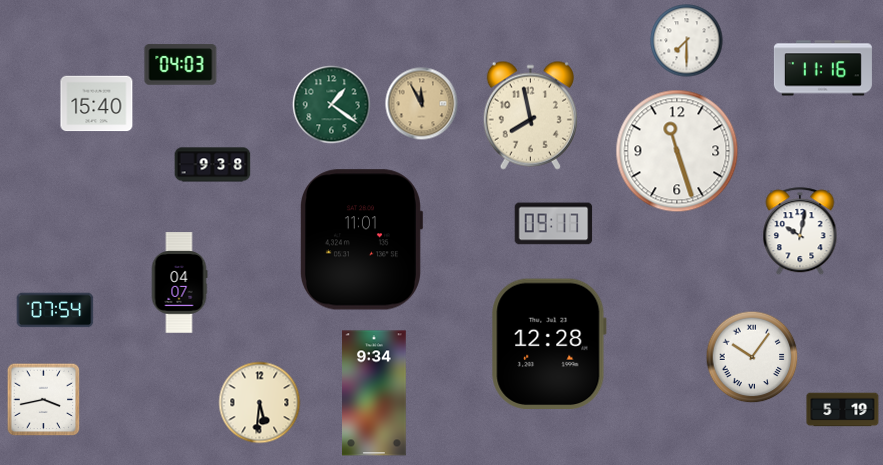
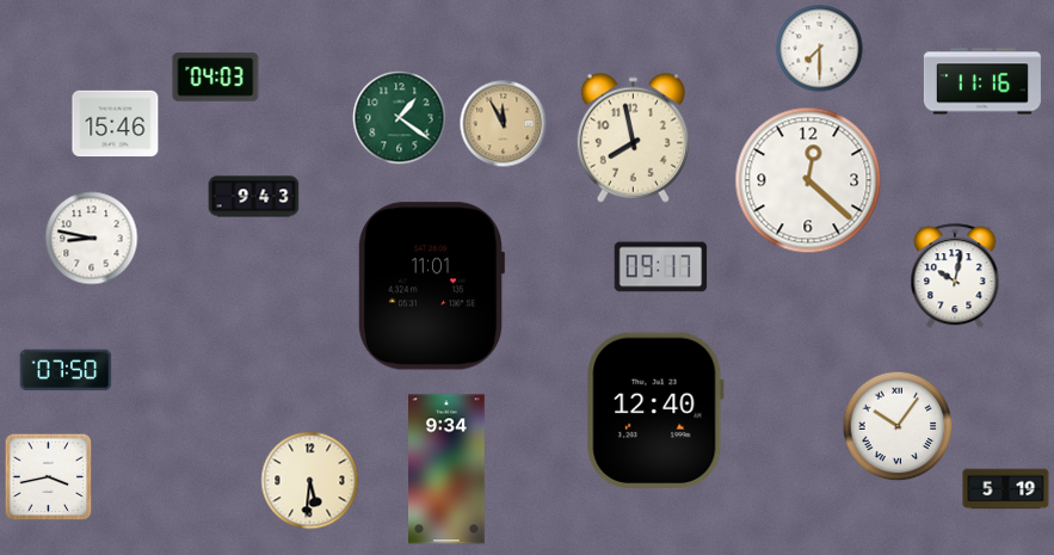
clock at (97, 104): 15:40 -> 15:46
clock at (332, 105) position: (332, 105) -> (400, 118)
clock at (677, 151): 11:27 -> 12:22
clock at (213, 165): 9:38 -> 9:43
clock at (92, 239): none -> 8:47
clock at (179, 283): 04:07 -> none
clock at (55, 310): 07:54 -> 07:50
clock at (549, 343): 12:28 -> 12:40
clock at (44, 400) position: (44, 400) -> (49, 477)
